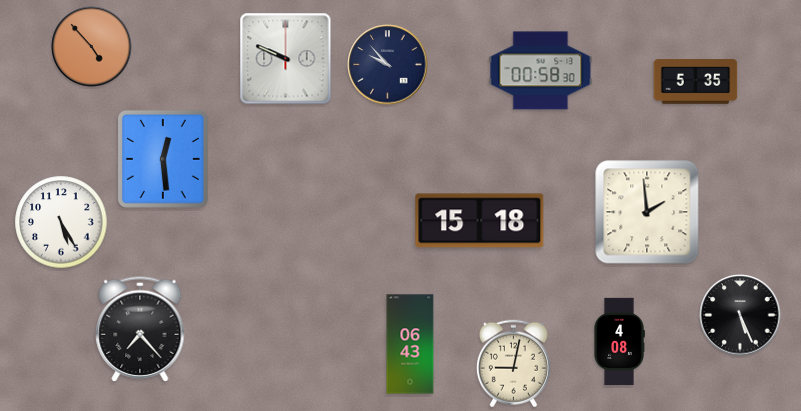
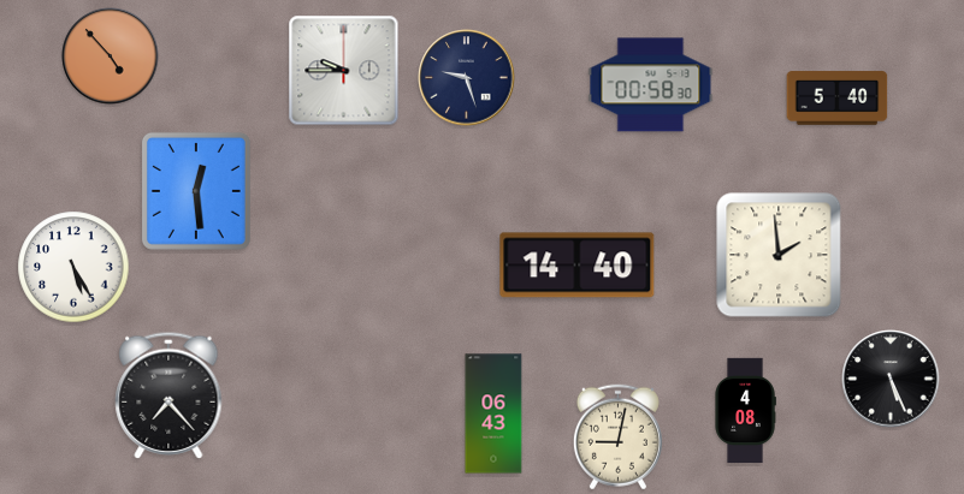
clock at (286, 59): 9:49 -> 9:45
clock at (388, 65): 9:53 -> 9:27
clock at (696, 82): 5:35 -> 5:40
clock at (480, 221): 15:18 -> 14:40
